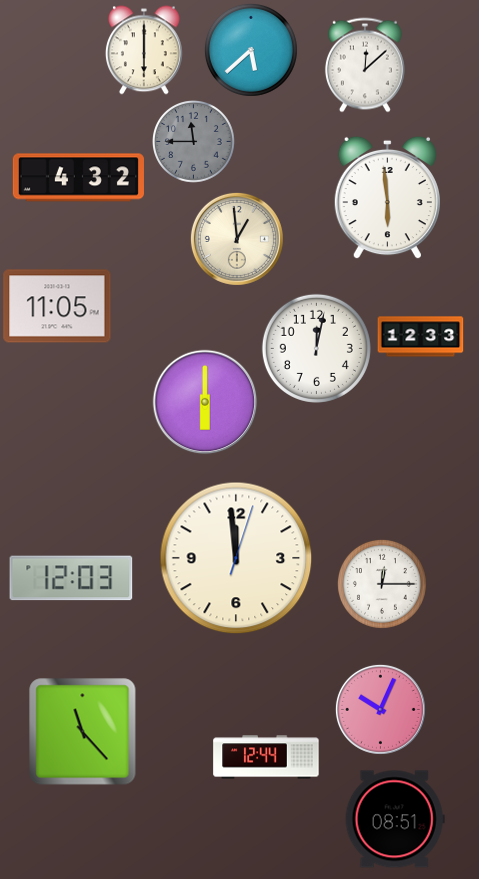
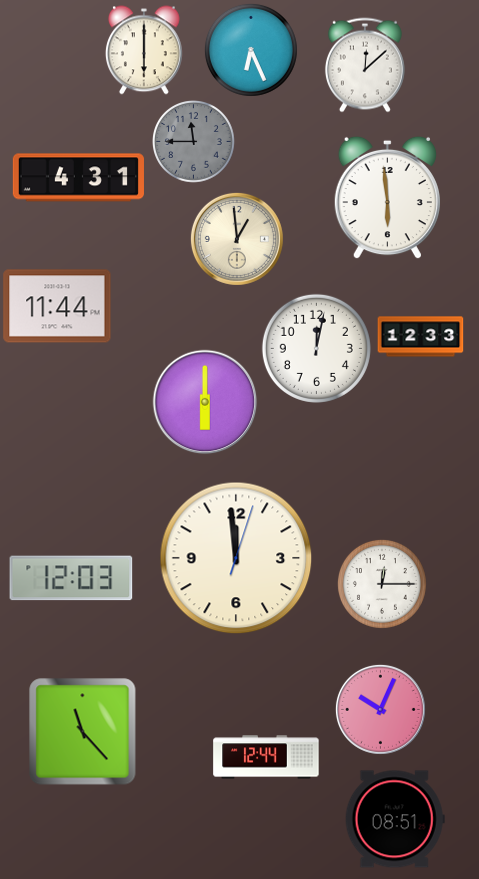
clock at (251, 50): 5:38 -> 6:26
clock at (78, 178): 4:32 -> 4:31
clock at (57, 306): 11:05 -> 11:44
